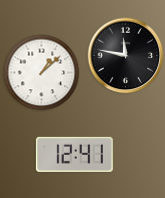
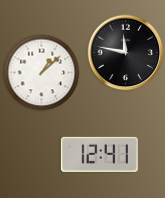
clock at (126, 56) position: (126, 56) -> (126, 53)
clock at (74, 154) position: (74, 154) -> (99, 154)
